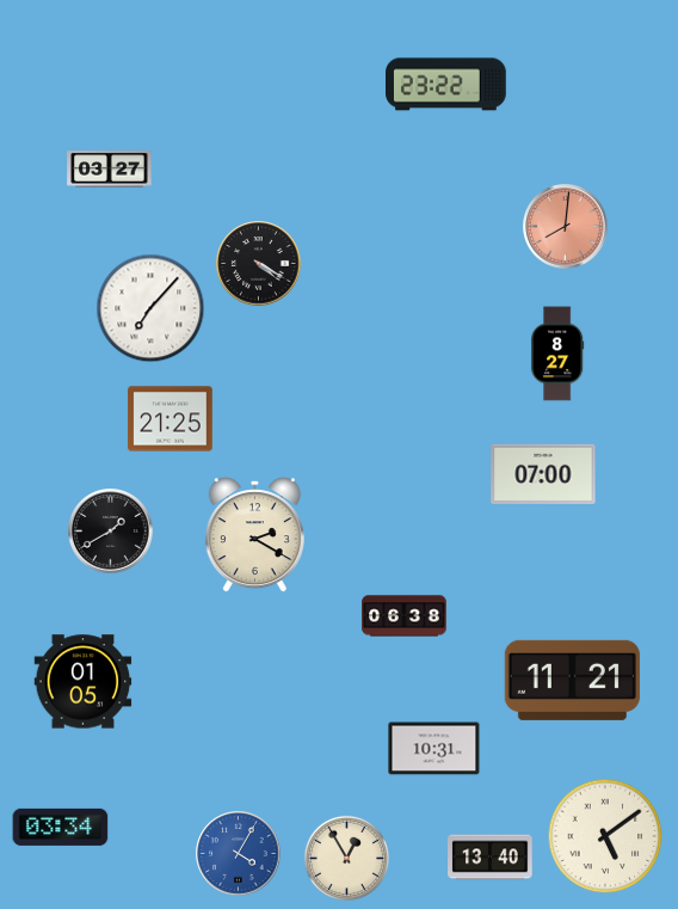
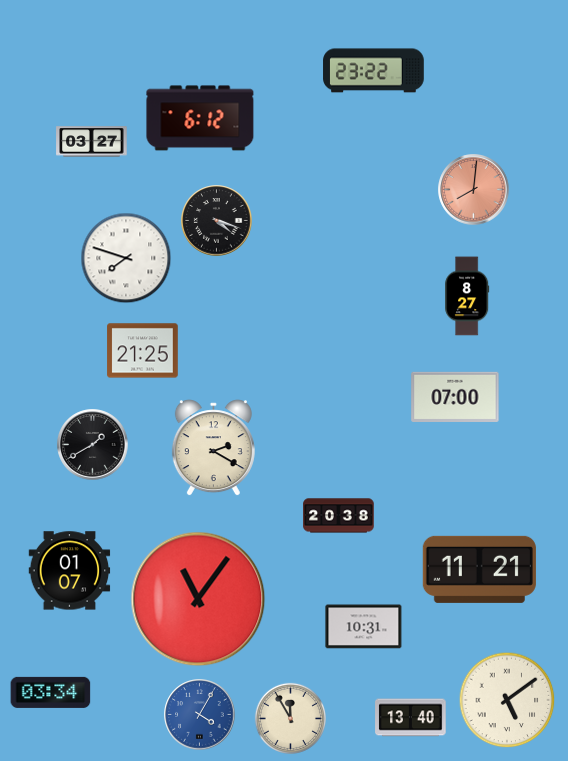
clock at (200, 118): none -> 6:12
clock at (259, 264): 4:20 -> 4:18
clock at (150, 308): 7:07 -> 7:48
clock at (405, 616): 06:38 -> 20:38
clock at (84, 682): 01:05 -> 01:07
clock at (198, 599): none -> 11:06
clock at (346, 858): 12:55 -> 11:55
